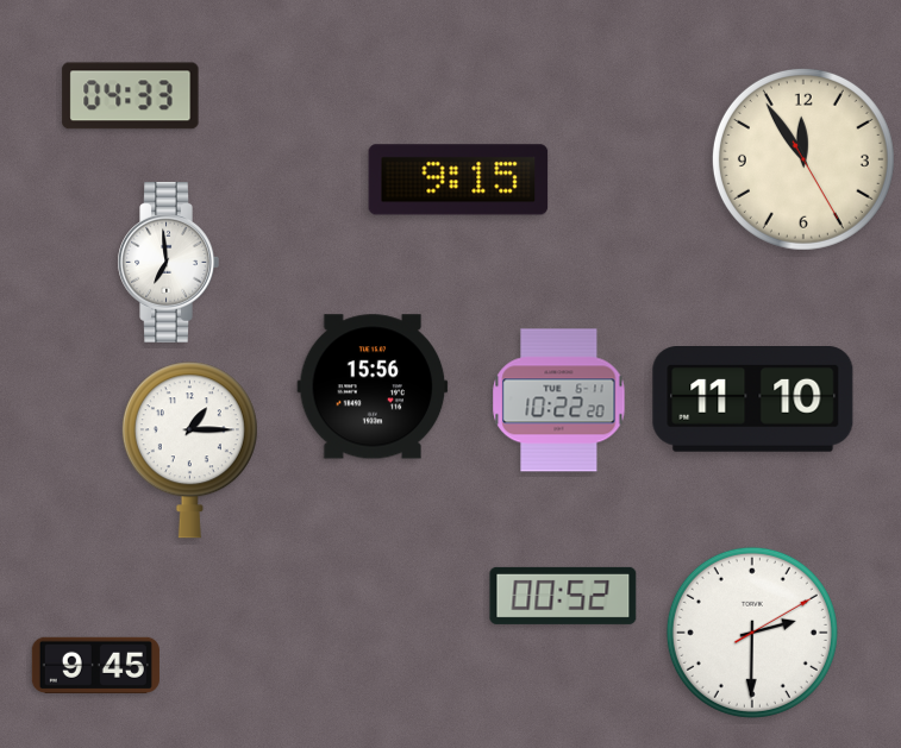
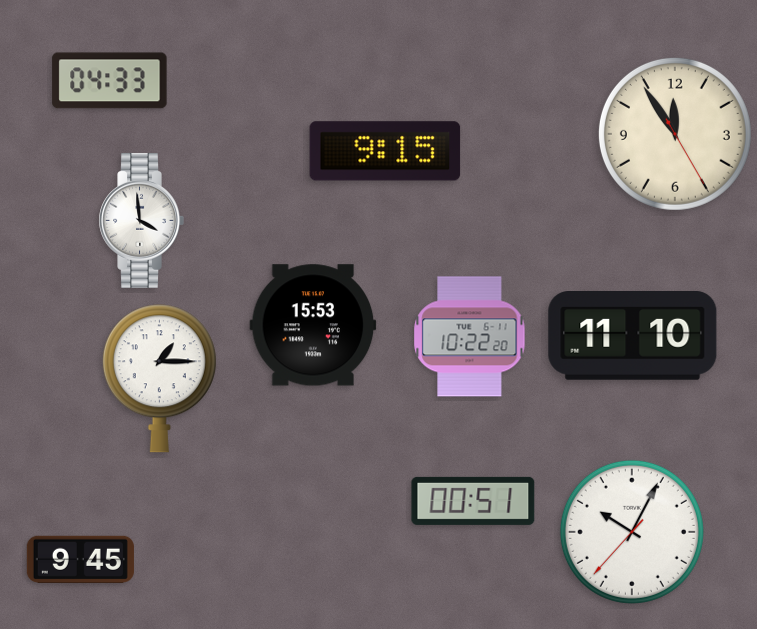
clock at (168, 262): 6:59 -> 3:59
clock at (373, 386): 15:56 -> 15:53
clock at (563, 596): 00:52 -> 00:51
clock at (752, 633): 2:30 -> 10:04
